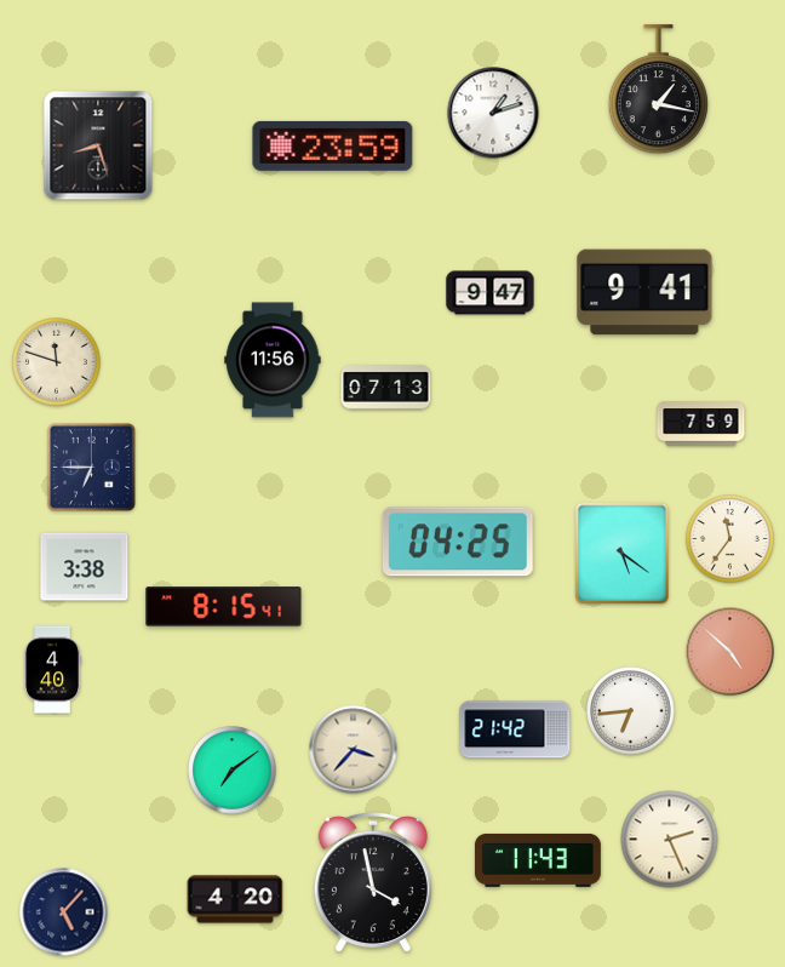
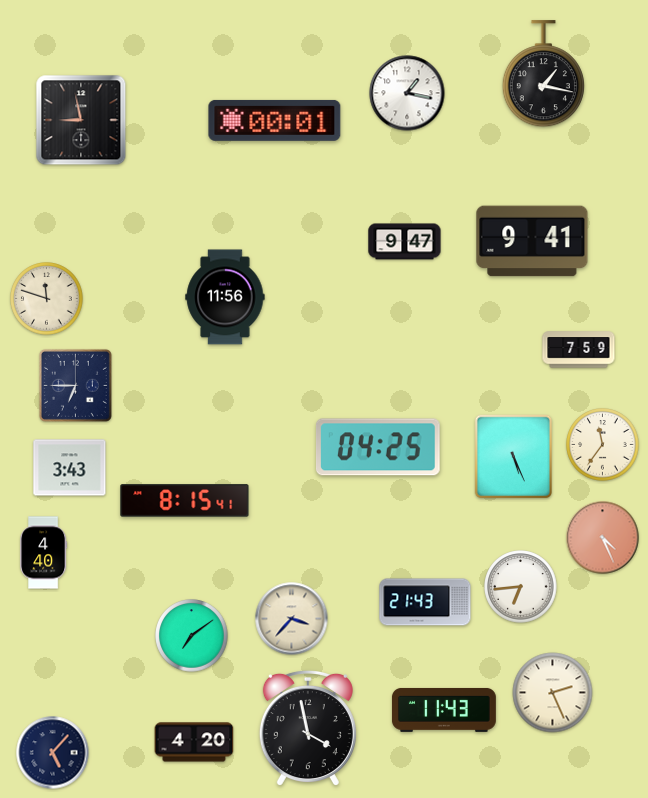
clock at (493, 113): 1:12 -> 1:17
clock at (98, 145): 8:27 -> 8:58
clock at (333, 145): 23:59 -> 00:01
clock at (386, 388): 07:13 -> none
clock at (621, 554): 5:21 -> 5:26
clock at (85, 567): 3:38 -> 3:43
clock at (730, 652): 4:52 -> 4:26
clock at (515, 729): 21:42 -> 21:43
